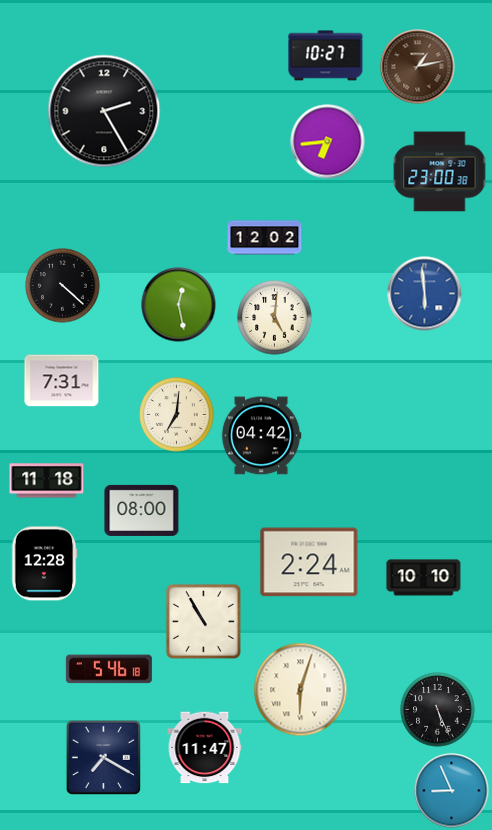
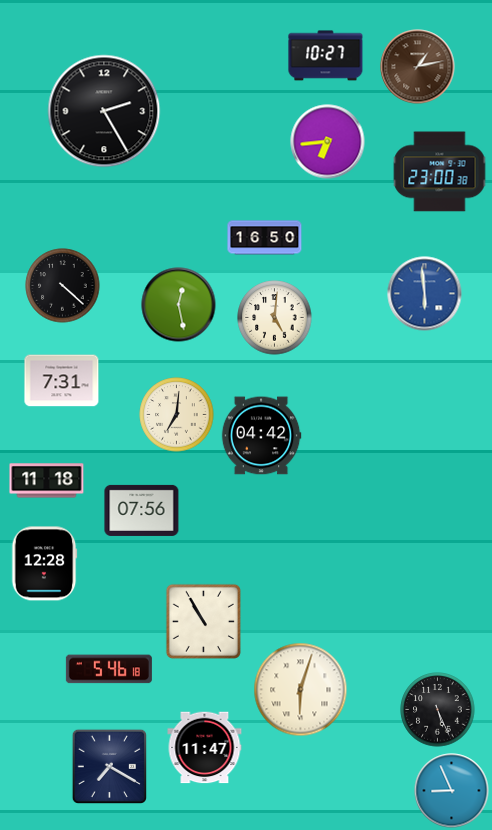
clock at (265, 238): 12:02 -> 16:50
clock at (142, 510): 08:00 -> 07:56
clock at (309, 562): 2:24 -> none
clock at (424, 578): 10:10 -> none
clock at (103, 757) position: (103, 757) -> (109, 766)
